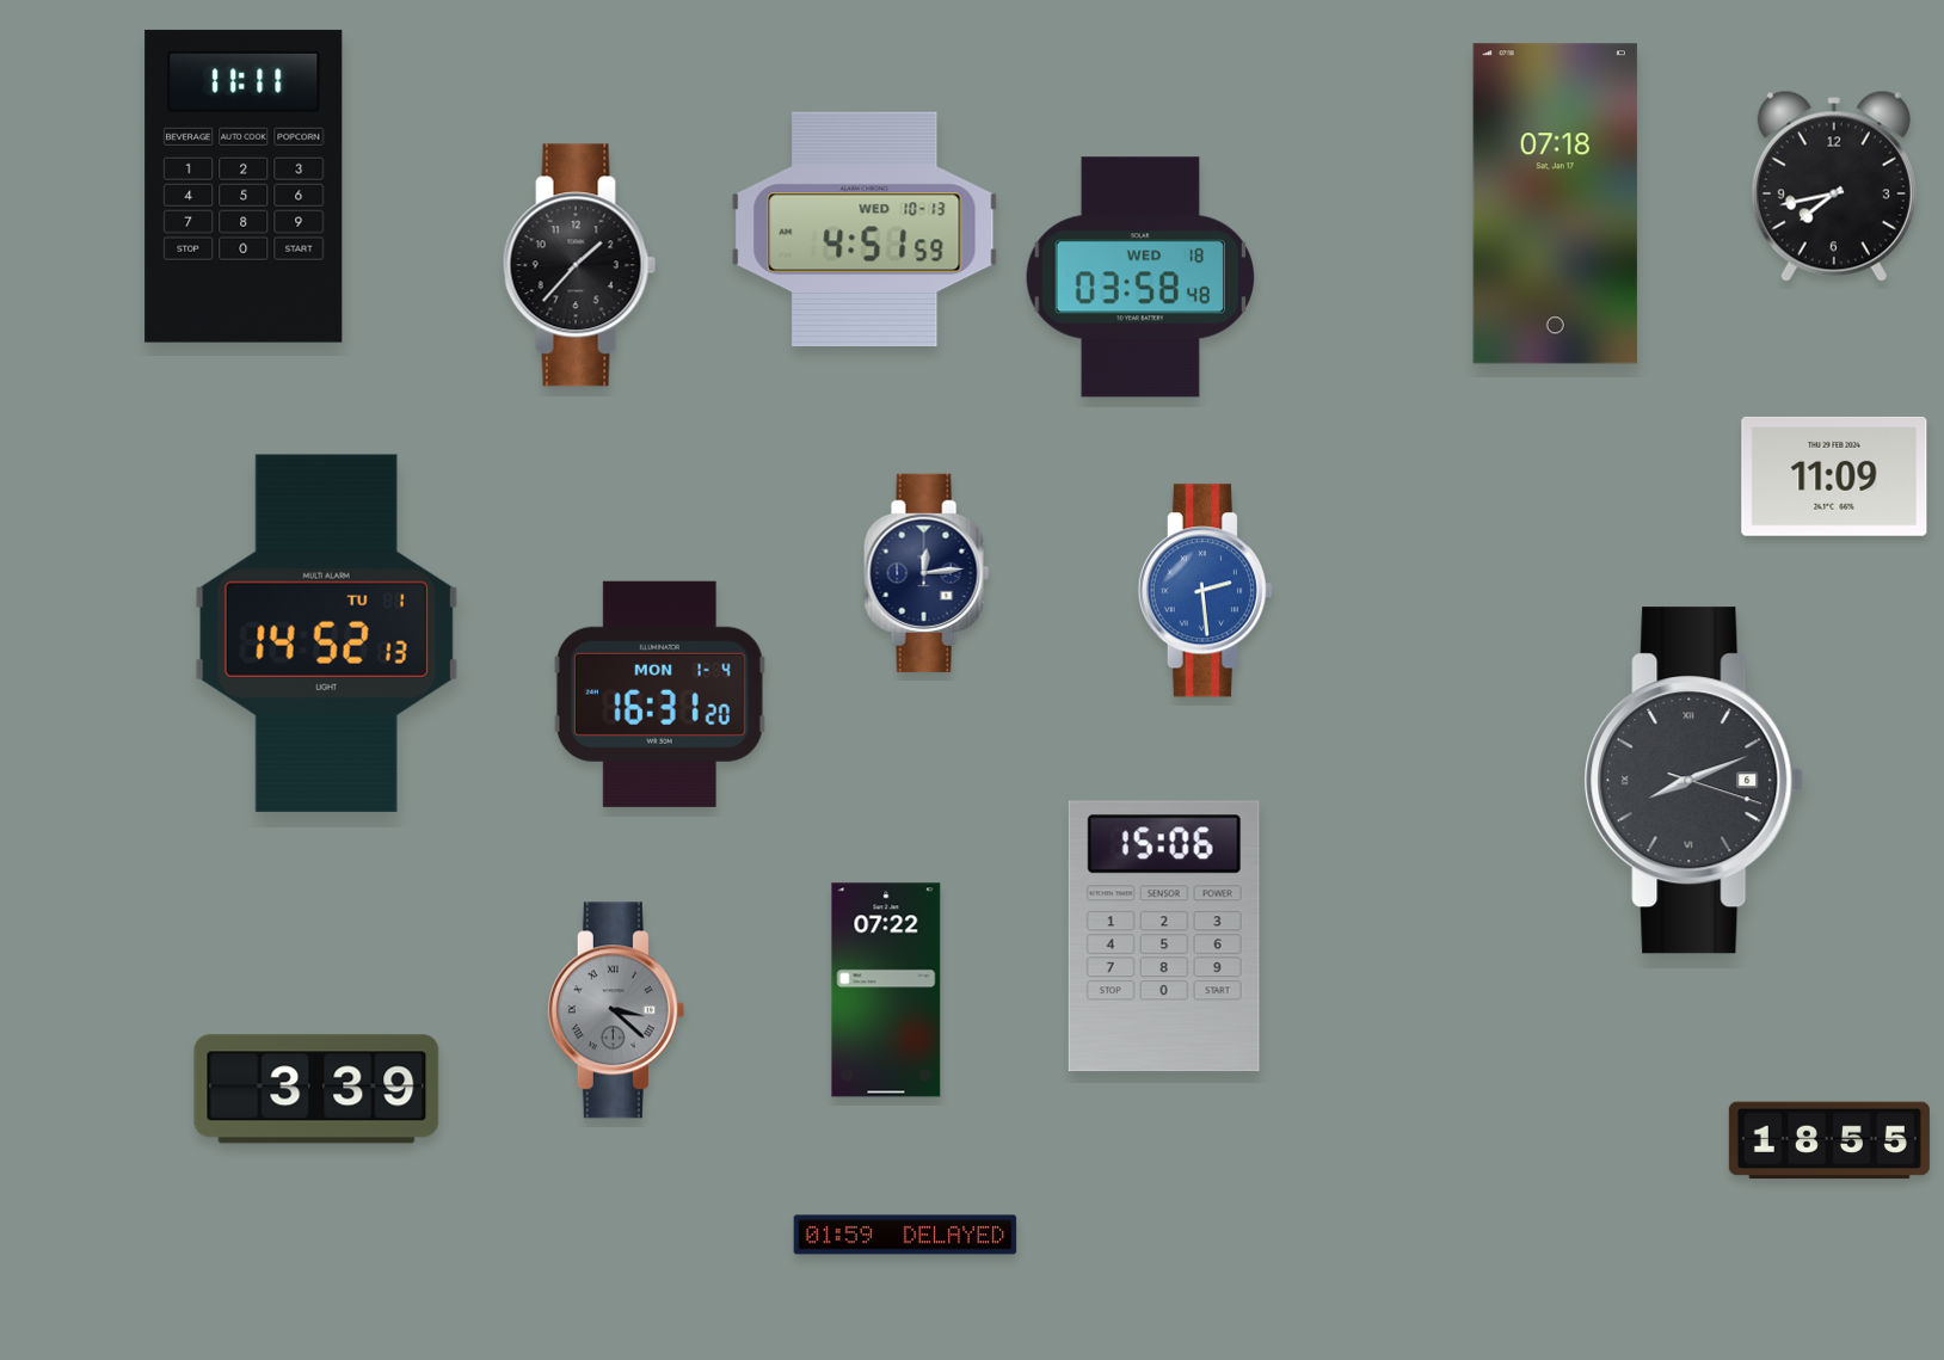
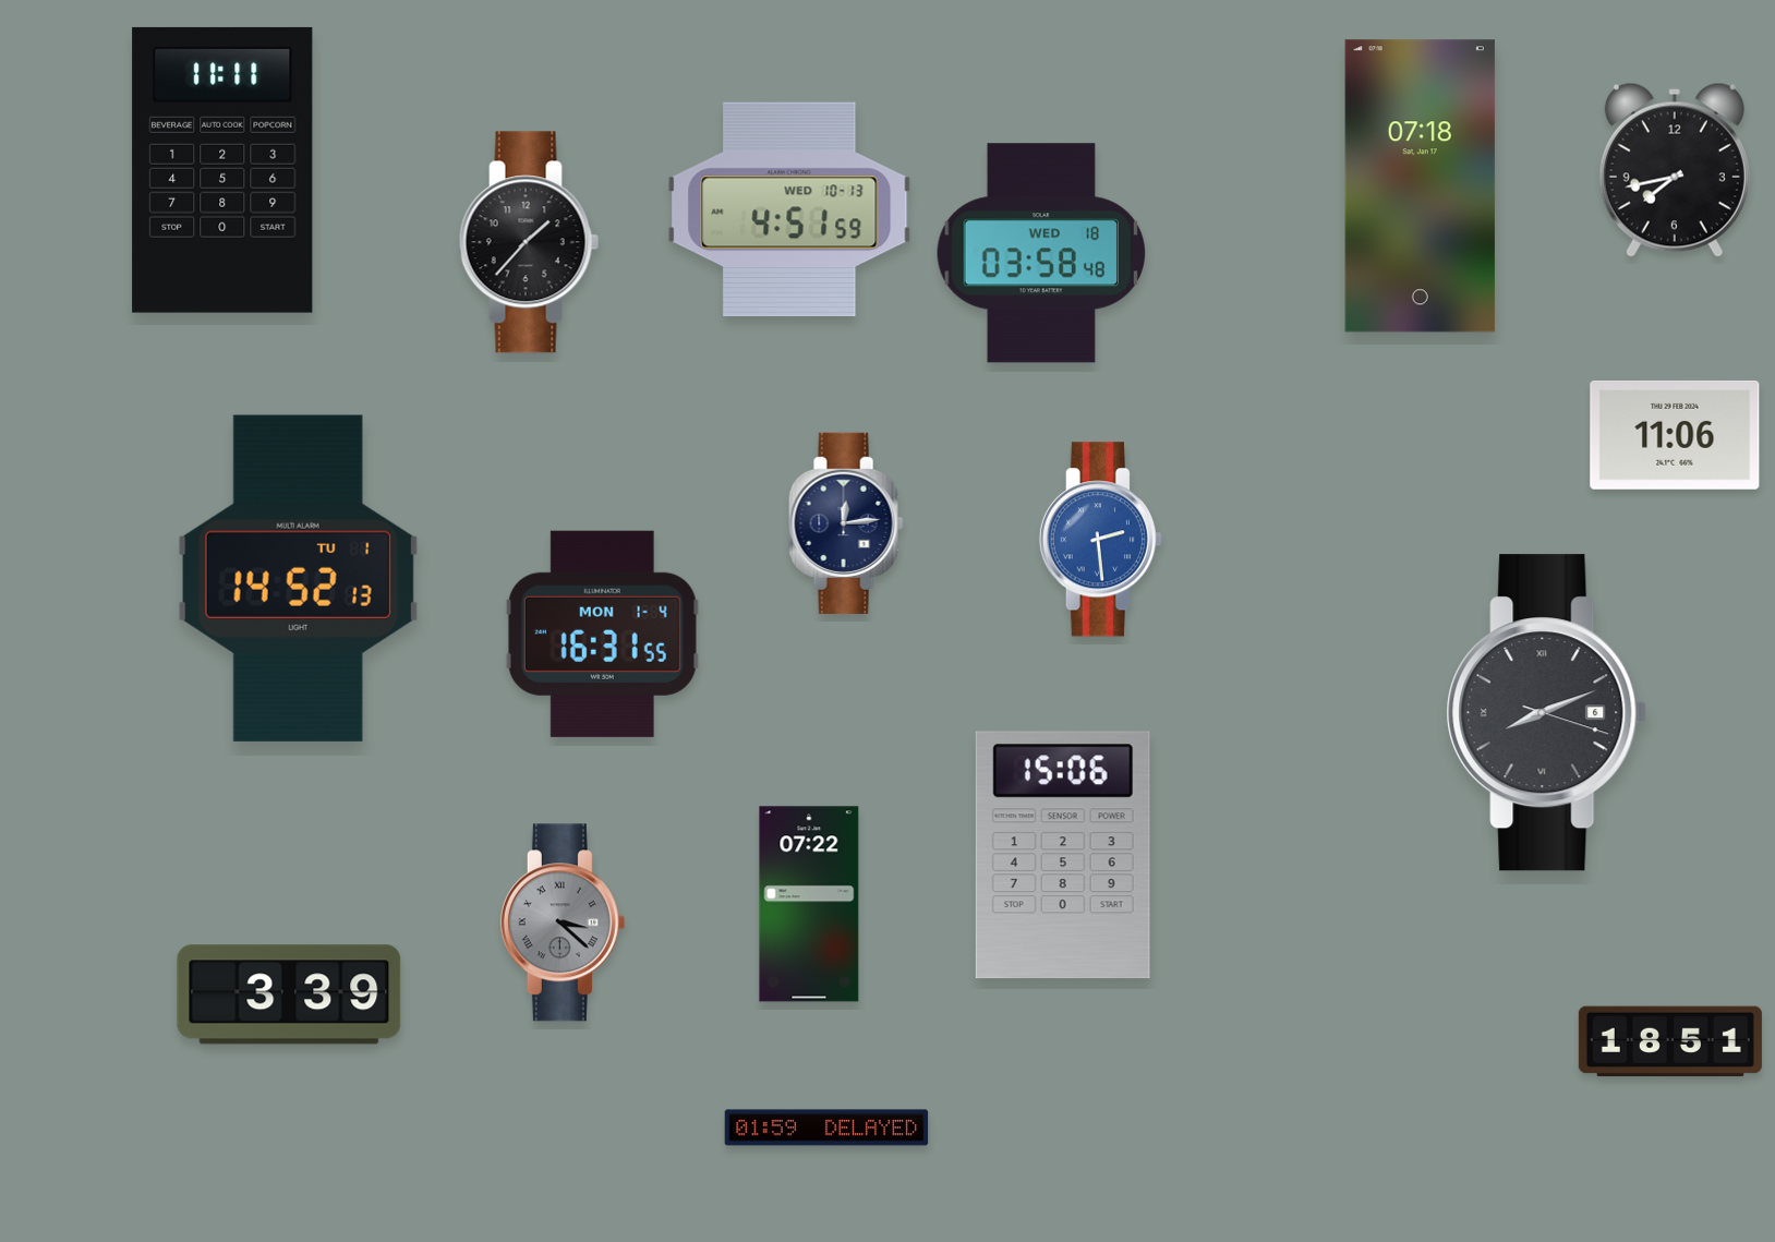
clock at (1834, 476): 11:09 -> 11:06
clock at (659, 694): 16:31:20 -> 16:31:55
clock at (1829, 1140): 18:55 -> 18:51
